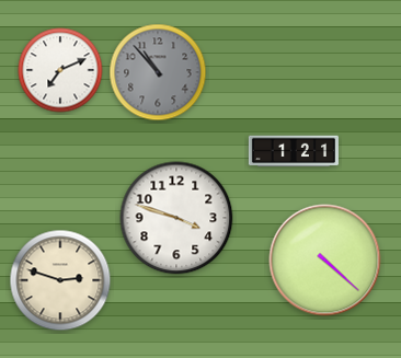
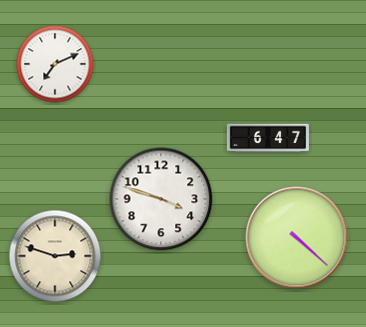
clock at (158, 72): 10:53 -> none
clock at (294, 151): 1:21 -> 6:47
